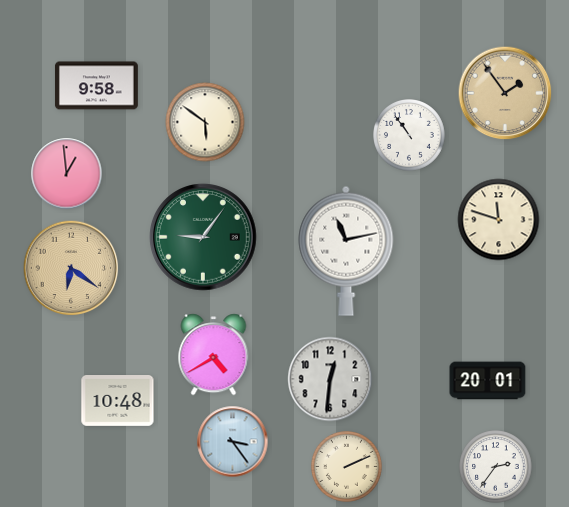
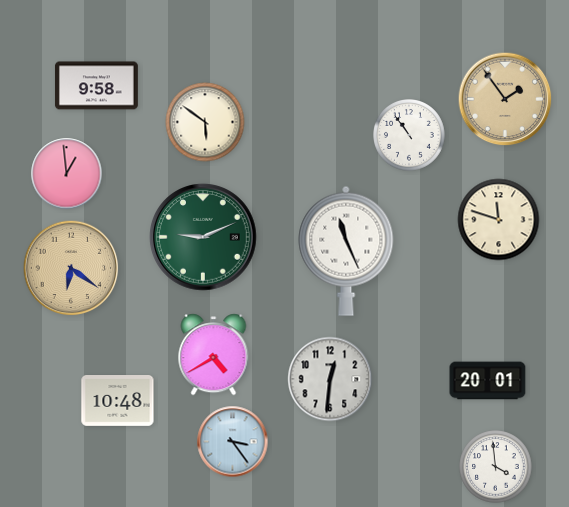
clock at (505, 93) position: (505, 93) -> (505, 99)
clock at (203, 237): 9:06 -> 9:11
clock at (346, 251): 11:13 -> 11:26
clock at (346, 466): 2:11 -> none
clock at (496, 467): 2:36 -> 3:59
